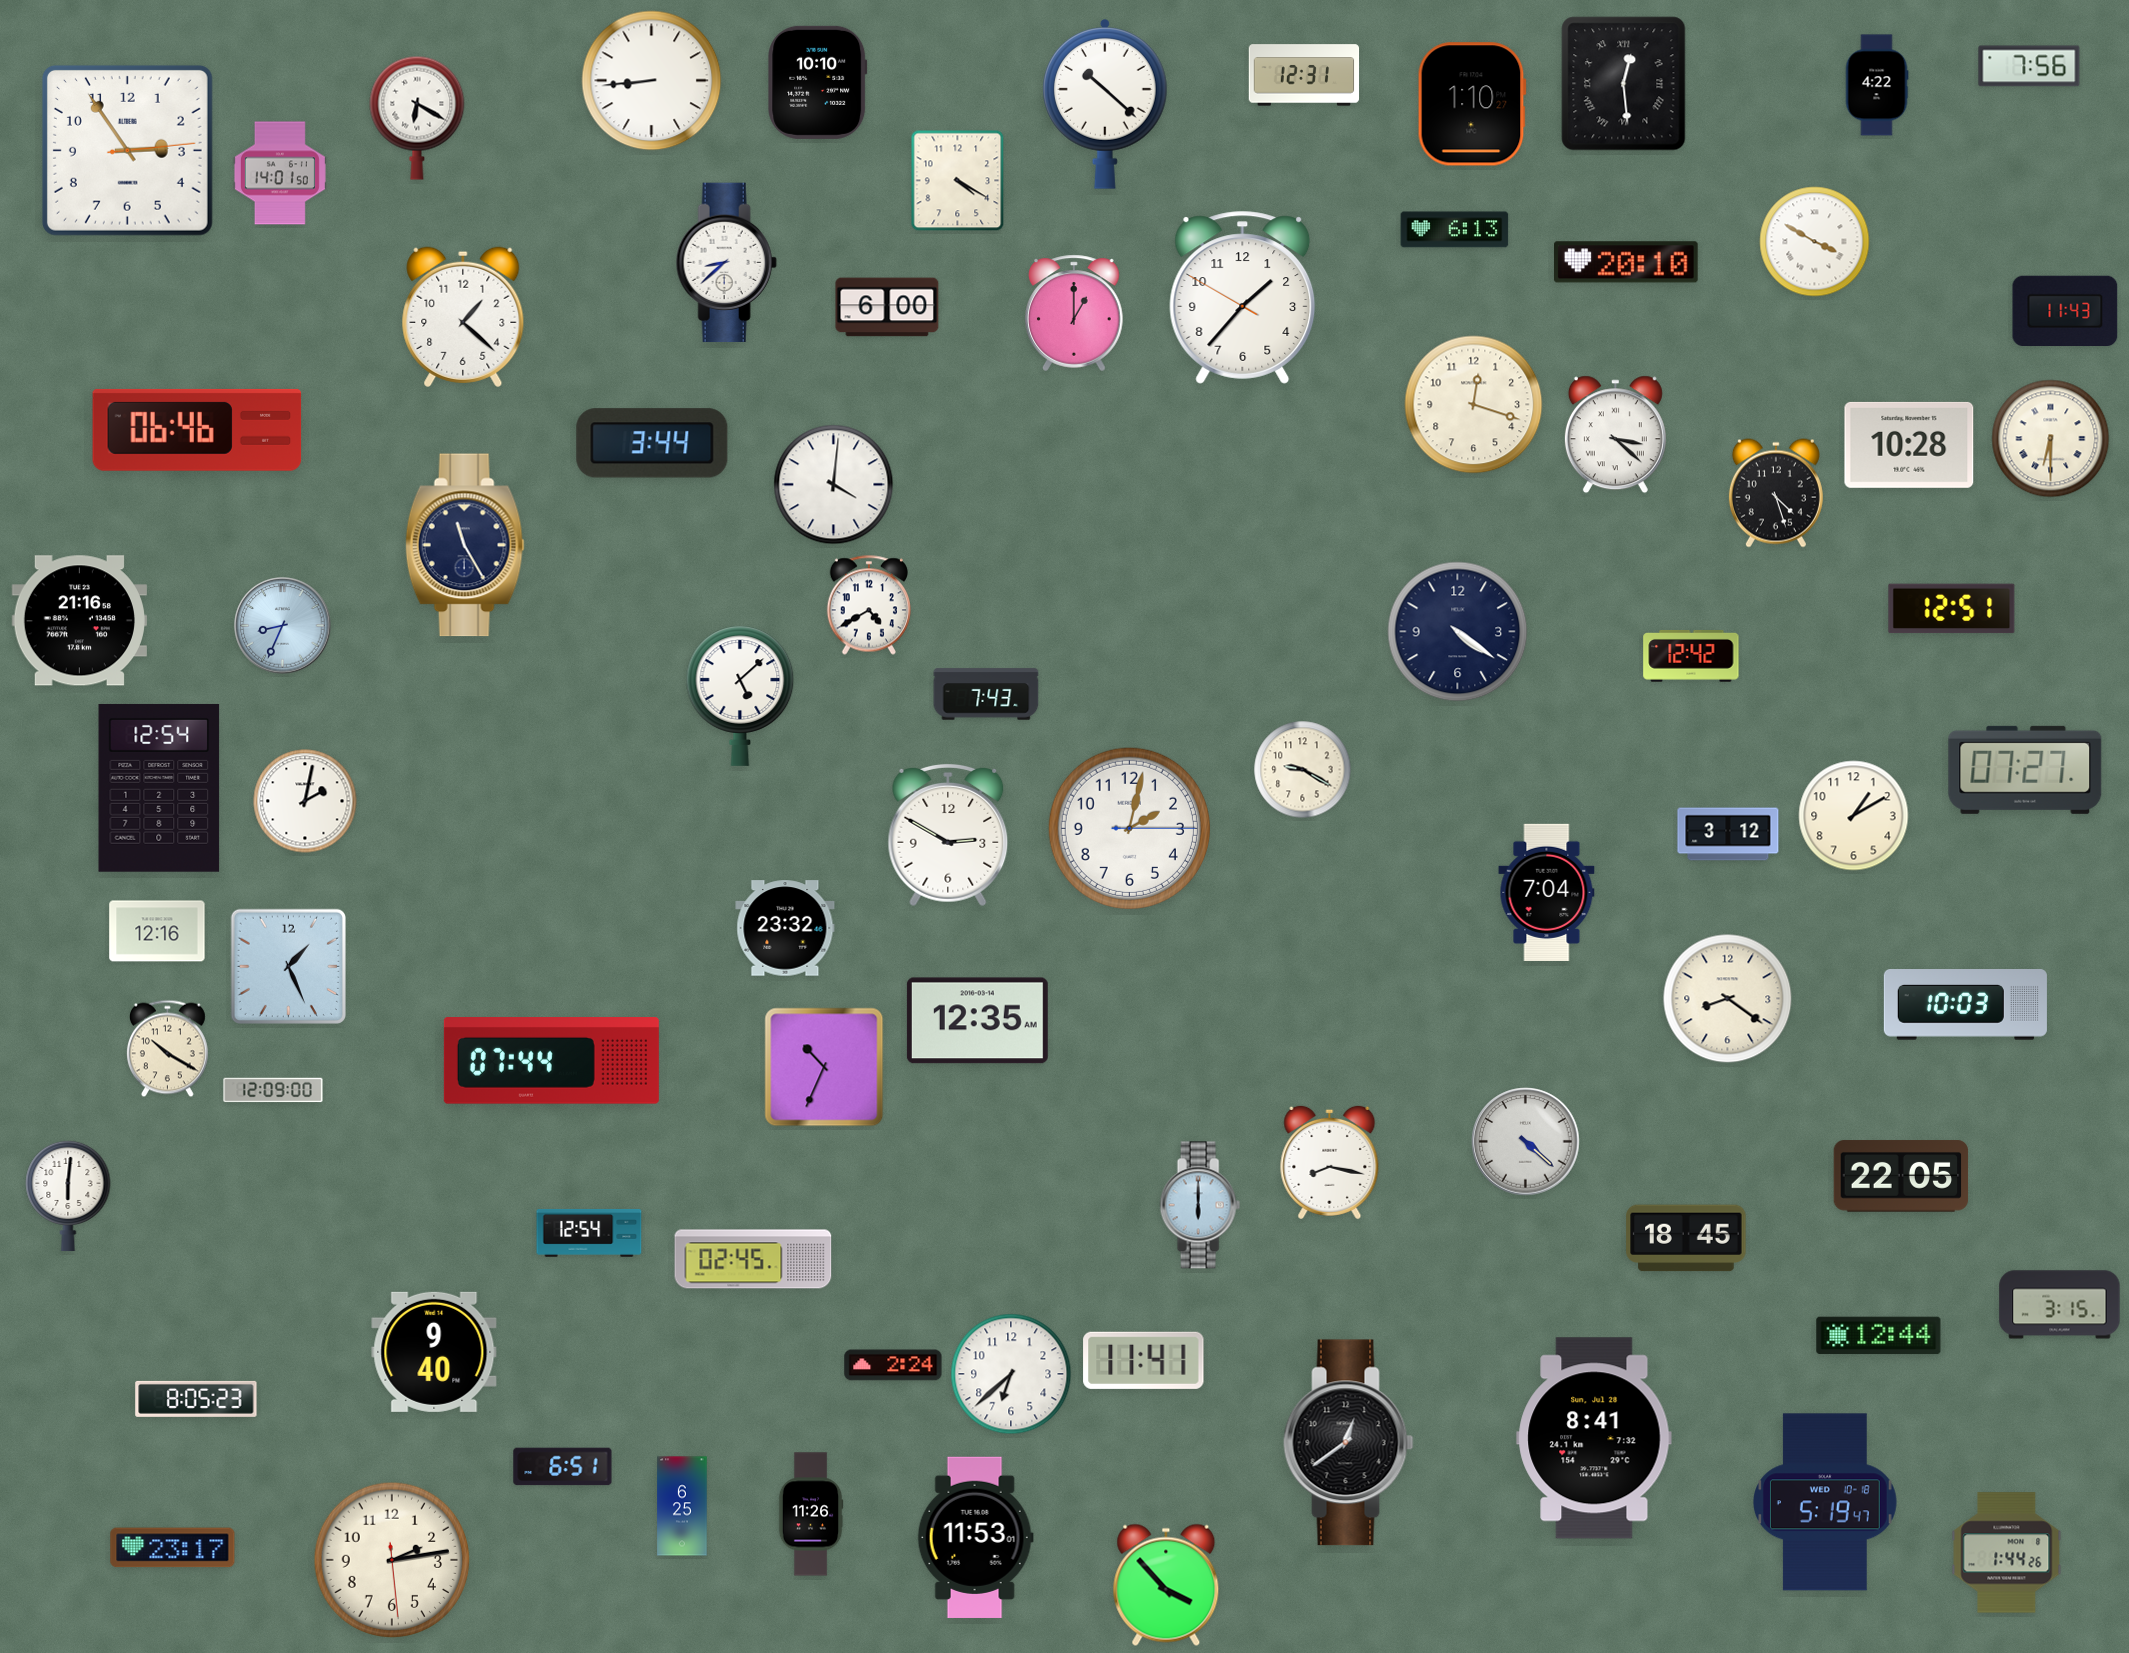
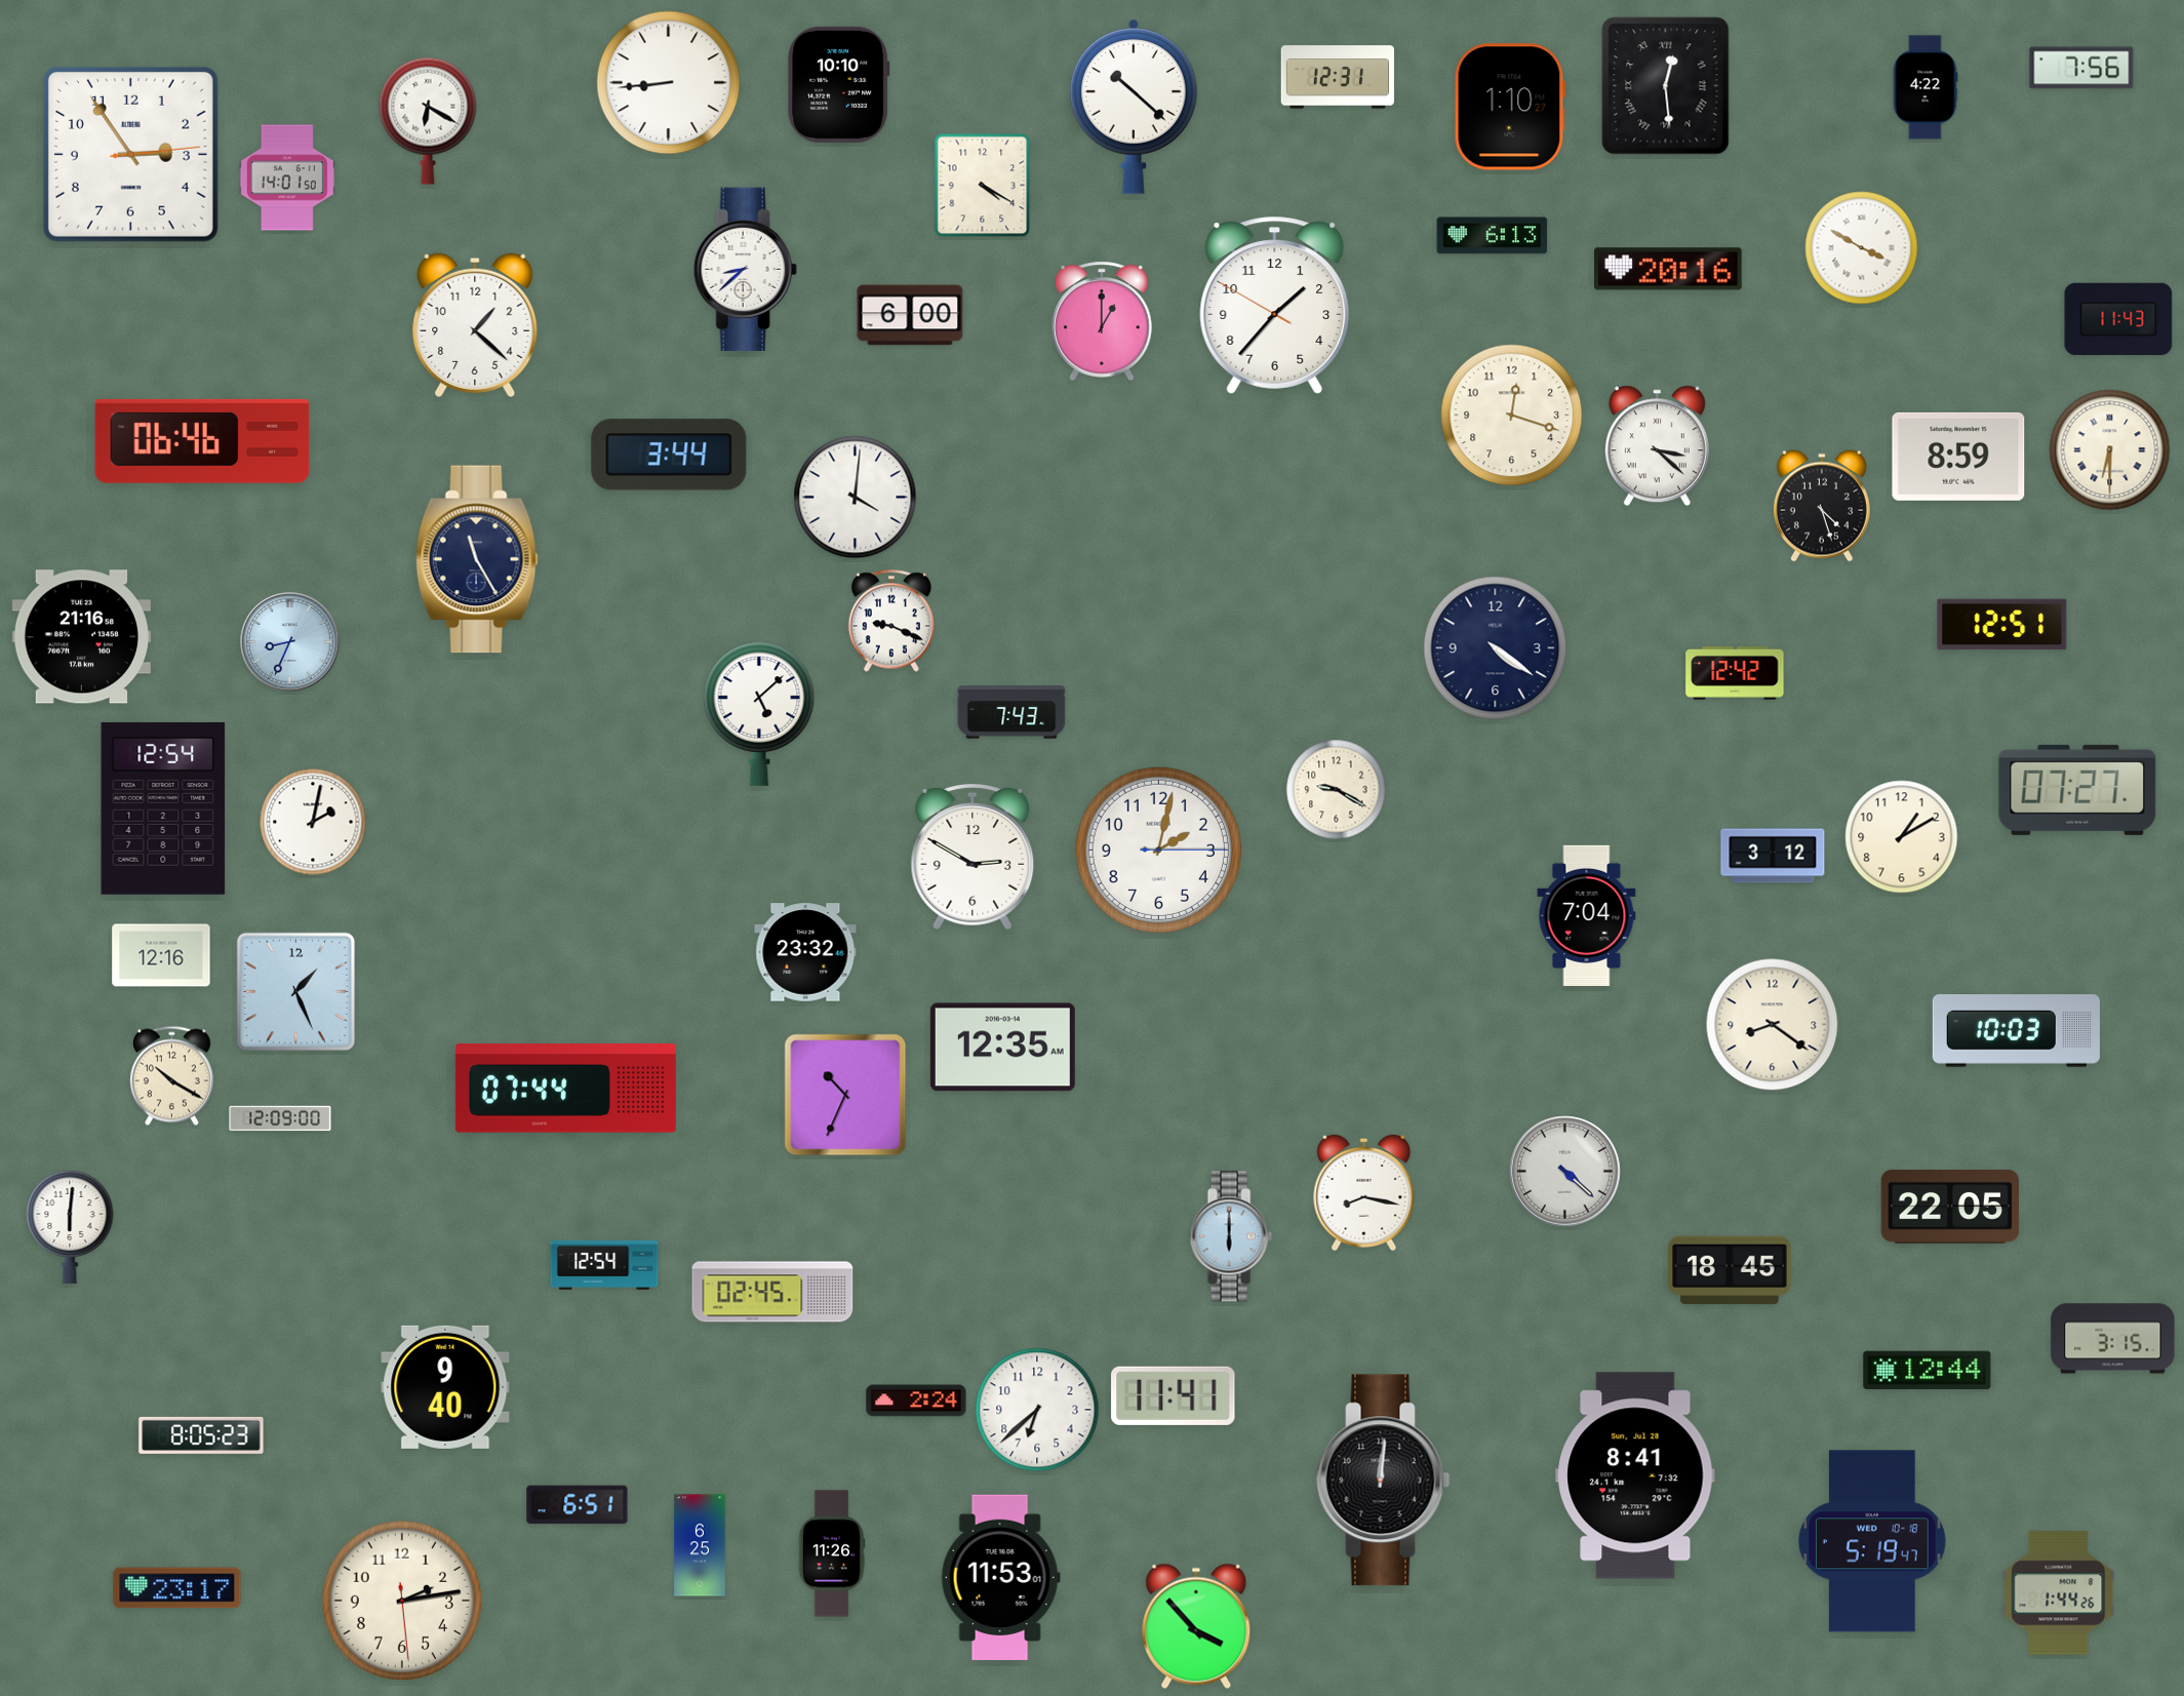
clock at (1627, 262): 20:10 -> 20:16
clock at (2051, 439) position: (2051, 439) -> (2110, 450)
clock at (1909, 445): 10:28 -> 8:59
clock at (869, 605): 4:40 -> 9:19
clock at (1349, 1443): 12:39 -> 12:01
